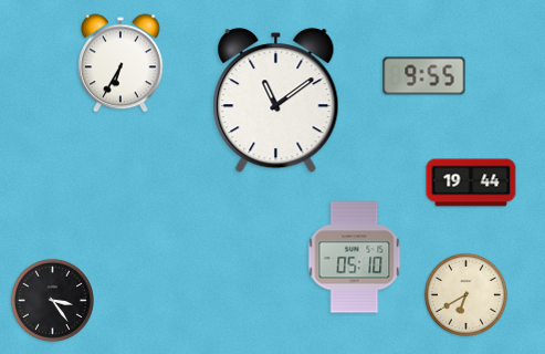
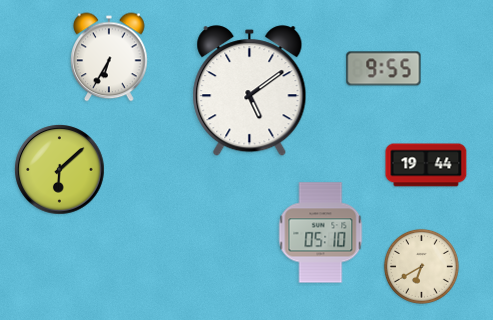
clock at (276, 101): 11:09 -> 5:09
clock at (60, 170): none -> 6:08
clock at (52, 300): 3:24 -> none
